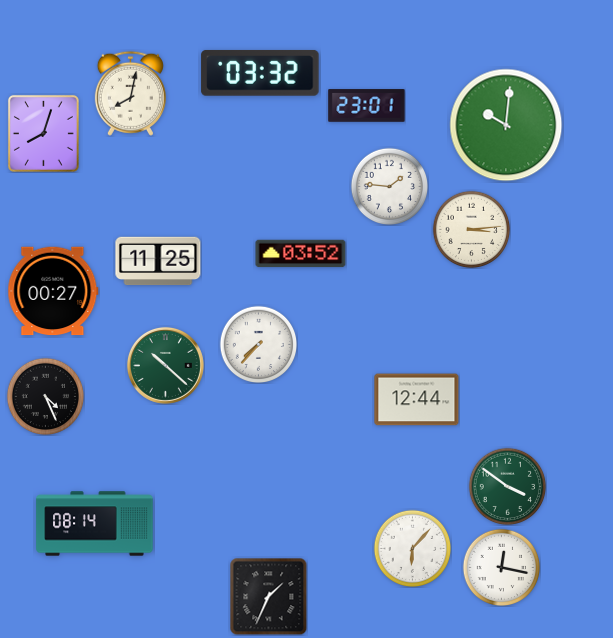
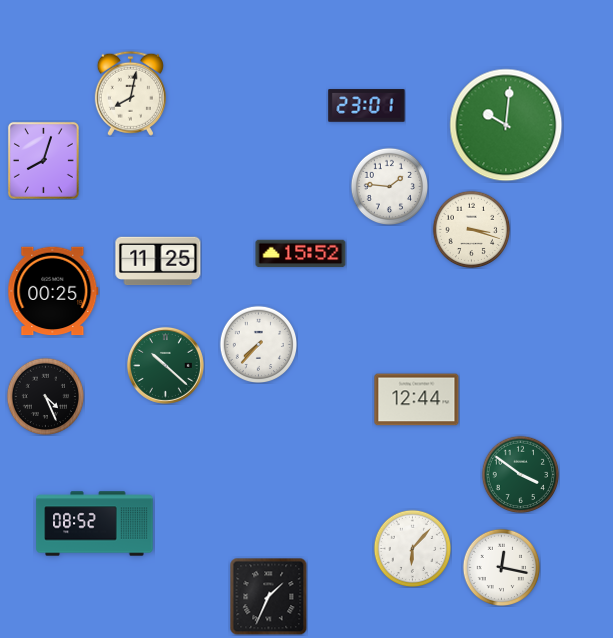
clock at (260, 73): 03:32 -> none
clock at (43, 133) position: (43, 133) -> (43, 160)
clock at (471, 229): 3:14 -> 3:18
clock at (301, 254): 03:52 -> 15:52
clock at (53, 291): 00:27 -> 00:25
clock at (507, 486) position: (507, 486) -> (520, 474)
clock at (95, 524): 08:14 -> 08:52
